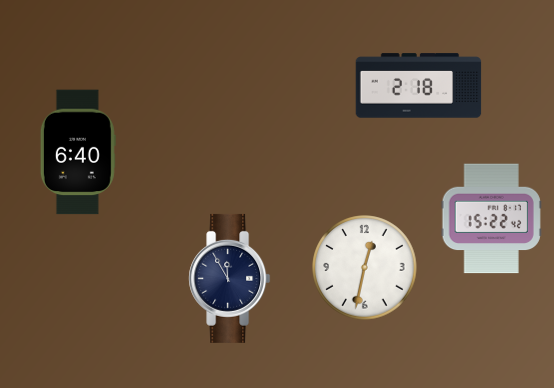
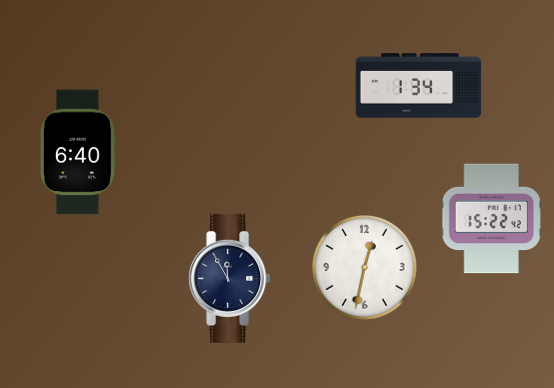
clock at (419, 86): 2:18 -> 1:34
